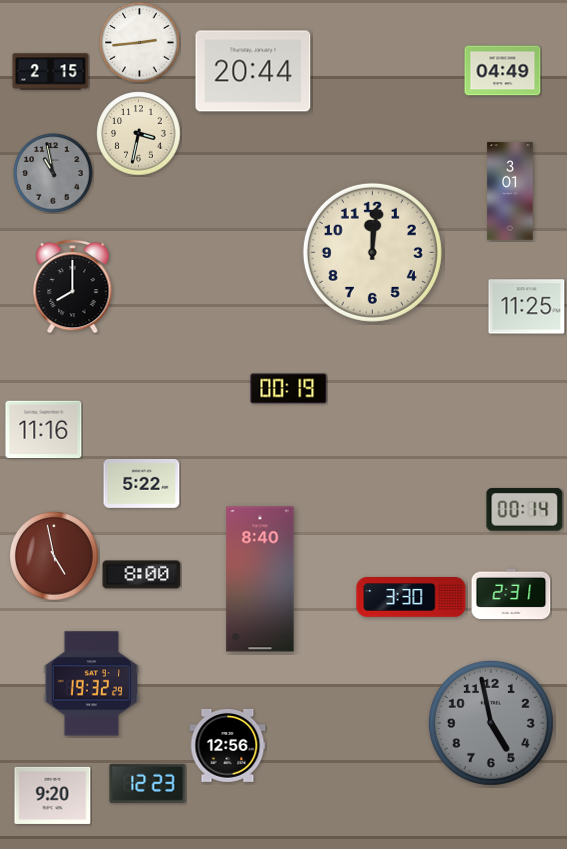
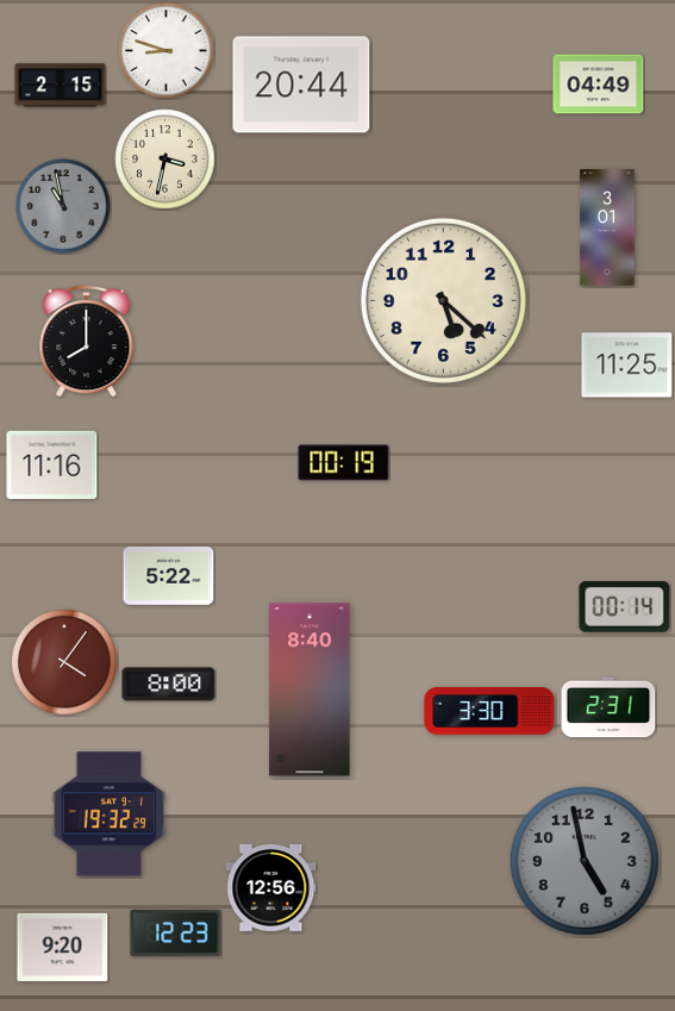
clock at (140, 43): 2:44 -> 8:48
clock at (372, 252): 12:01 -> 5:22
clock at (44, 430) position: (44, 430) -> (52, 466)
clock at (54, 556): 4:58 -> 4:06
